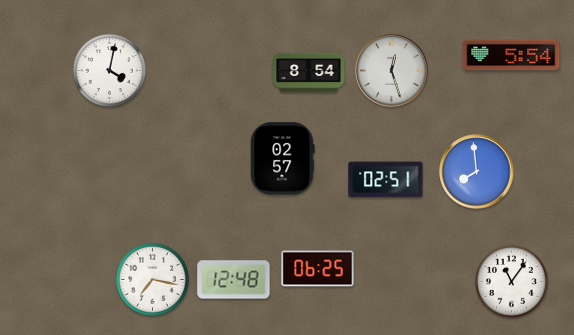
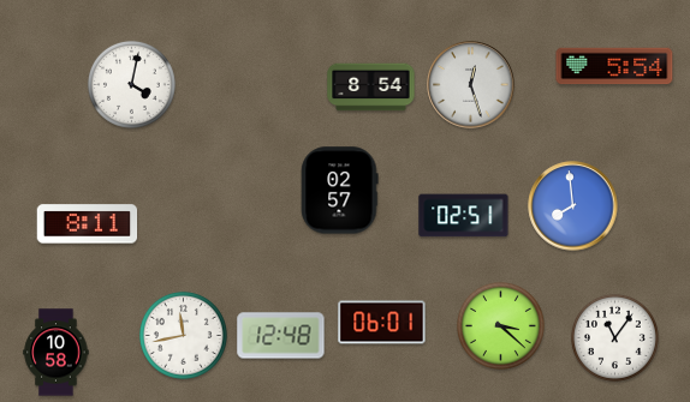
clock at (88, 224): none -> 8:11
clock at (318, 269): 06:25 -> 06:01
clock at (500, 325): none -> 3:22
clock at (152, 279): 7:17 -> 11:43
clock at (56, 353): none -> 10:58
